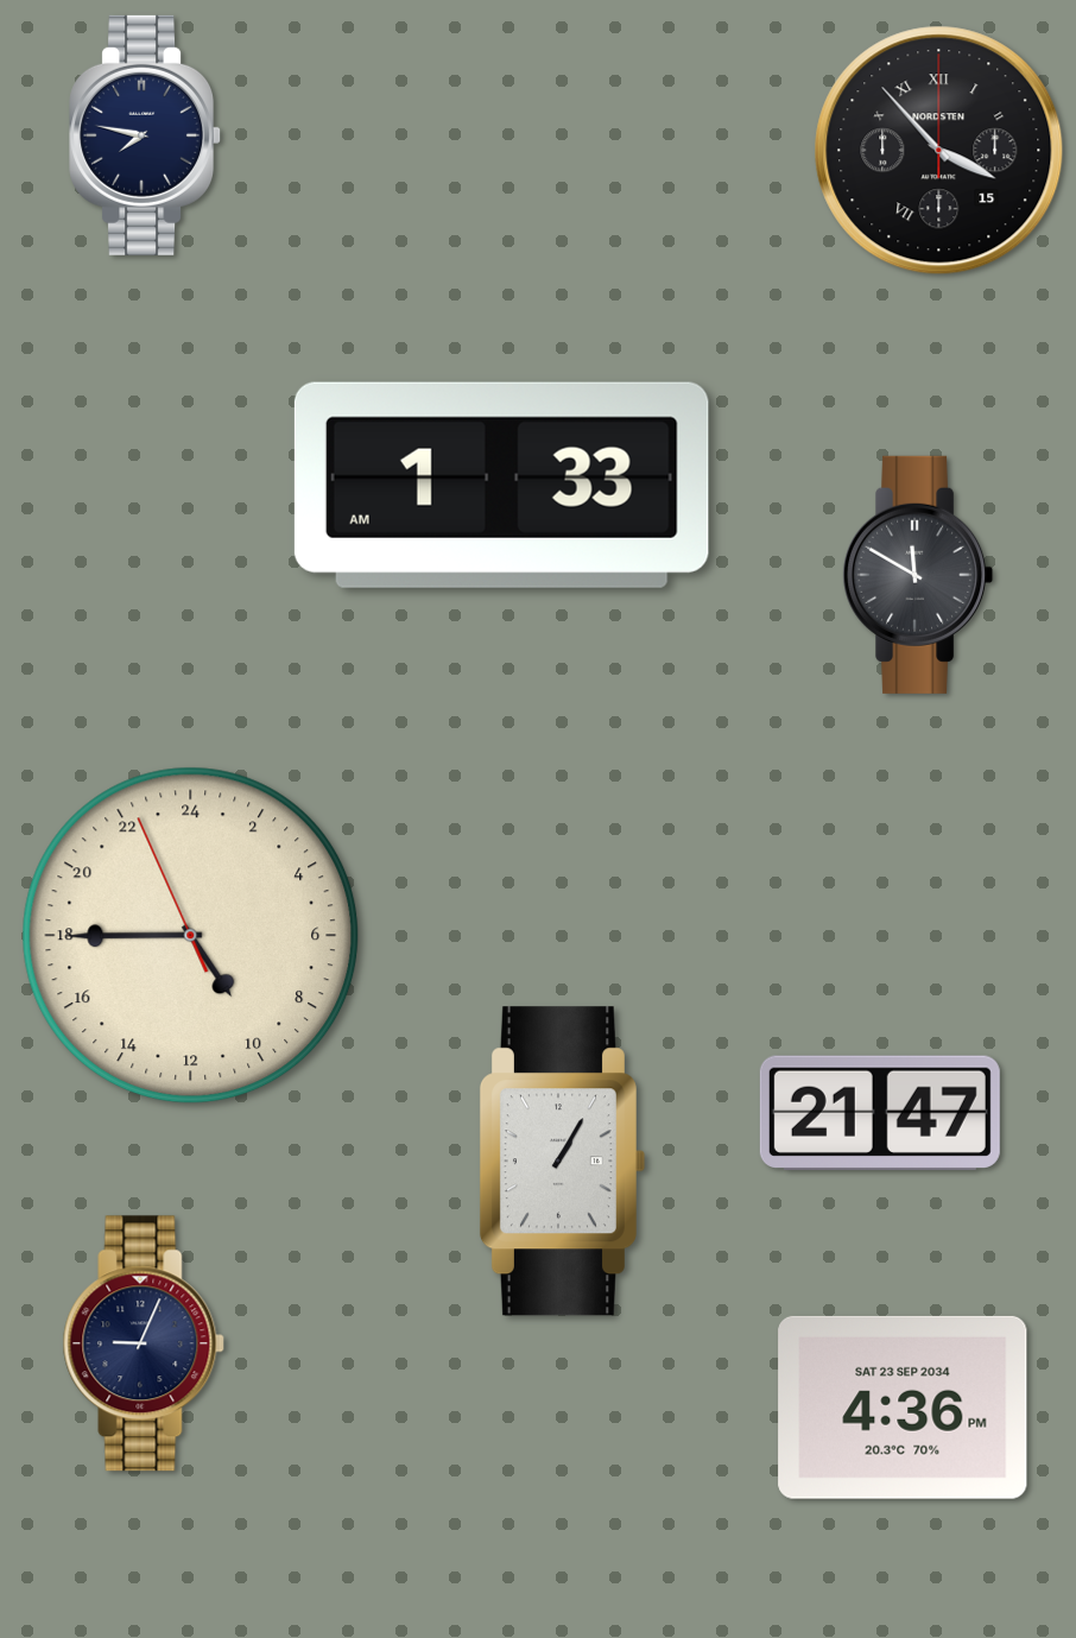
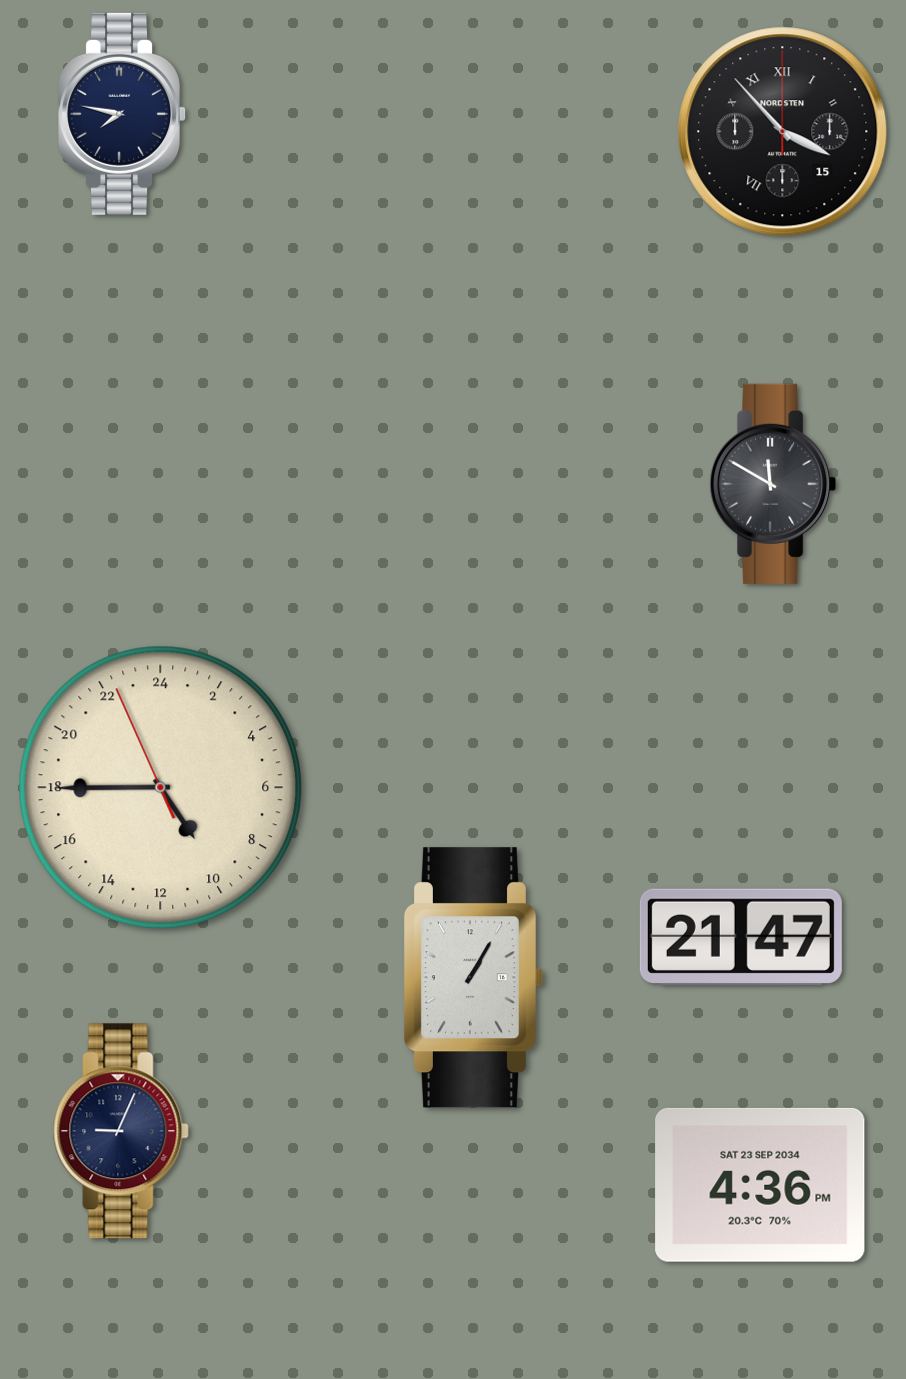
clock at (939, 151) position: (939, 151) -> (783, 132)
clock at (501, 485): 1:33 -> none
